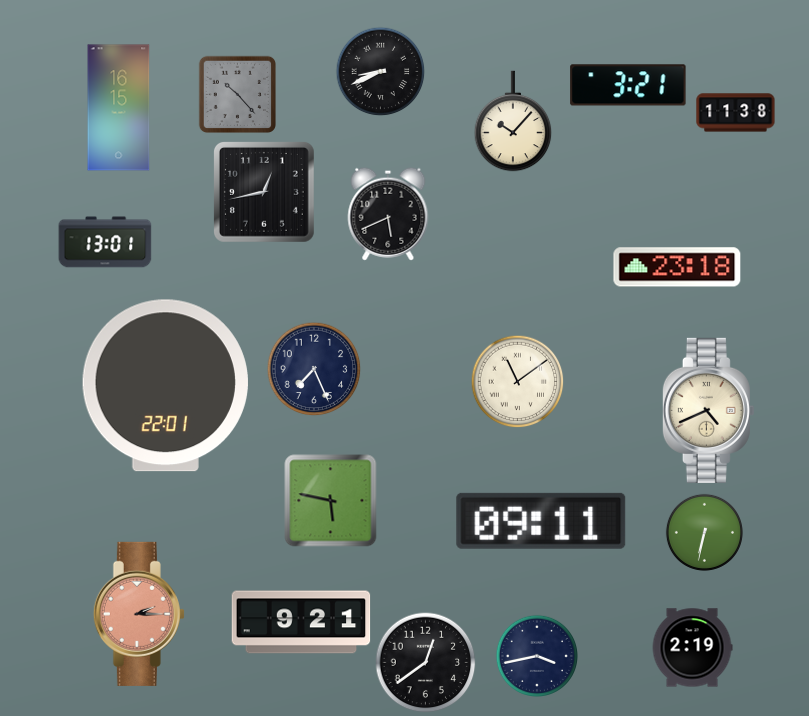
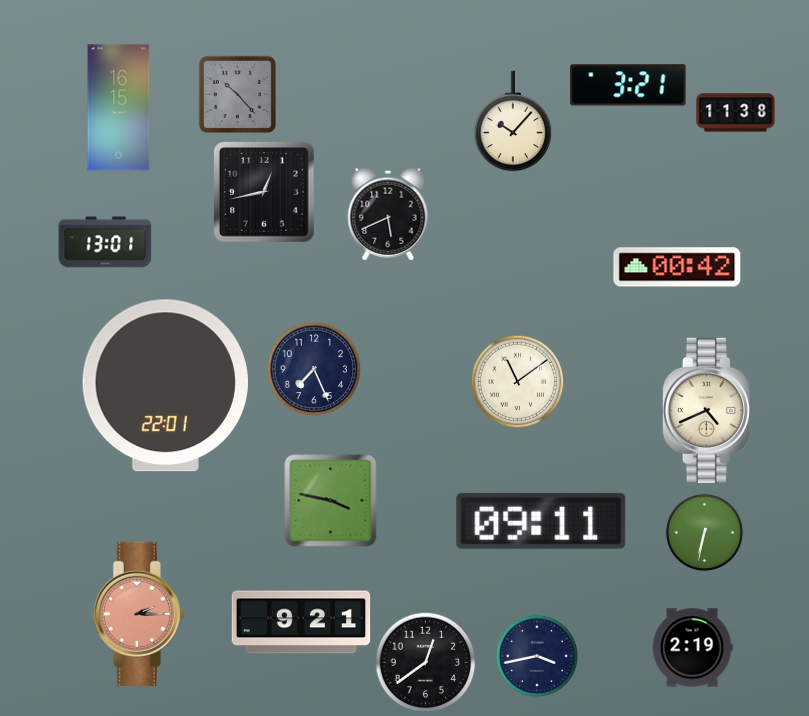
clock at (380, 71): 8:41 -> none
clock at (677, 267): 23:18 -> 00:42
clock at (331, 501): 5:47 -> 3:47
